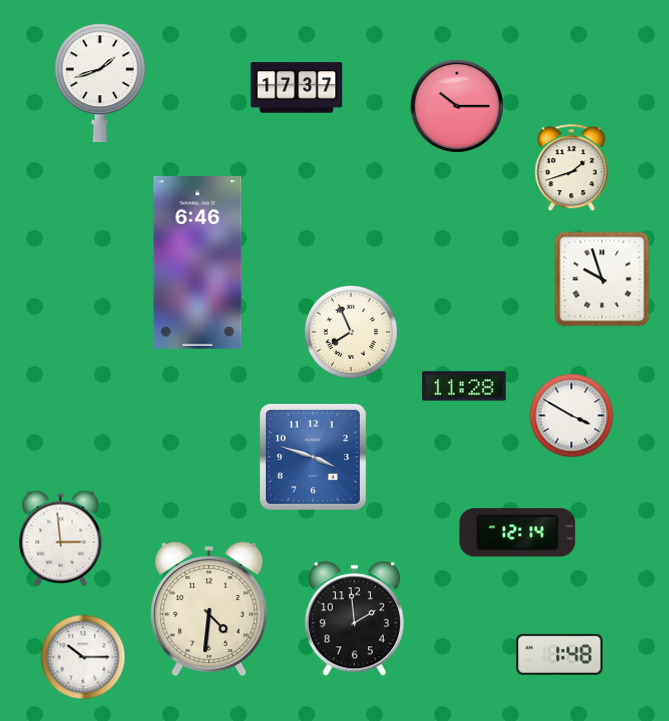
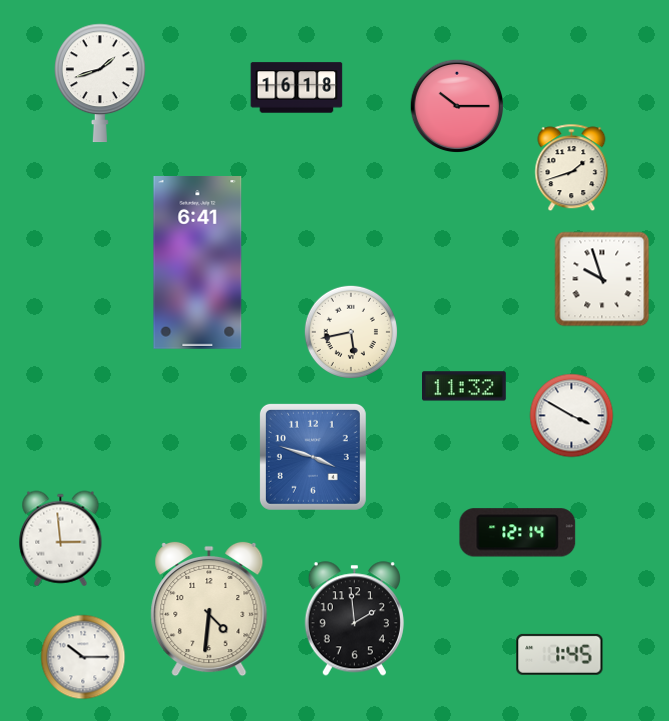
clock at (297, 88): 17:37 -> 16:18
clock at (198, 263): 6:46 -> 6:41
clock at (351, 332): 7:56 -> 5:43
clock at (465, 386): 11:28 -> 11:32
clock at (560, 654): 1:48 -> 1:45
